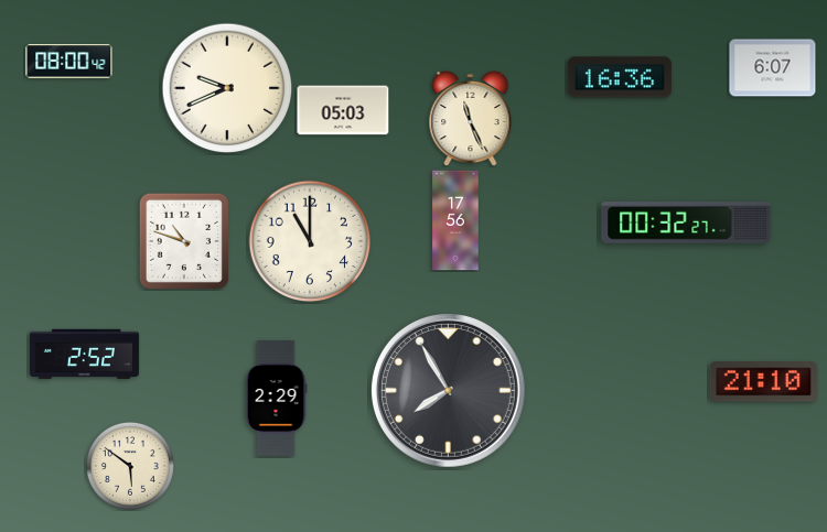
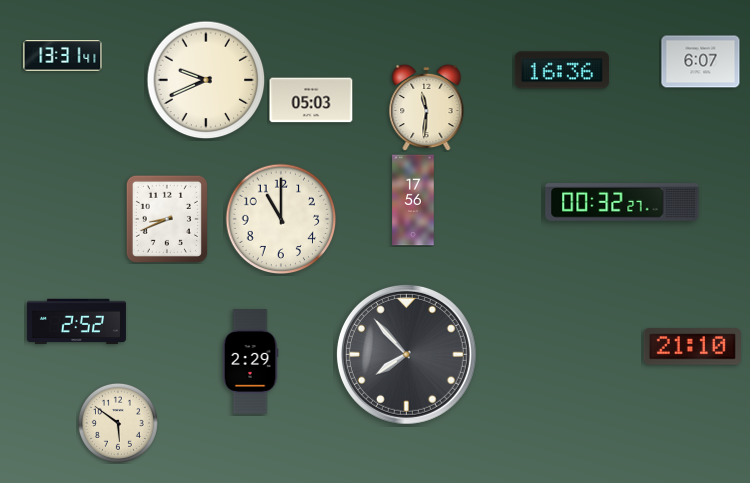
clock at (69, 62): 08:00 -> 13:31
clock at (471, 118): 11:26 -> 11:31
clock at (184, 241): 10:48 -> 8:41
clock at (448, 390): 7:55 -> 7:53
